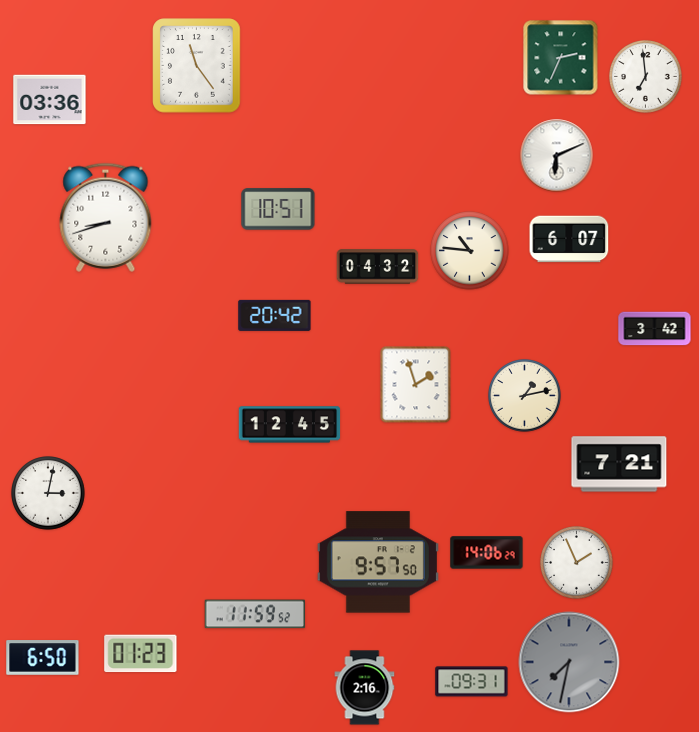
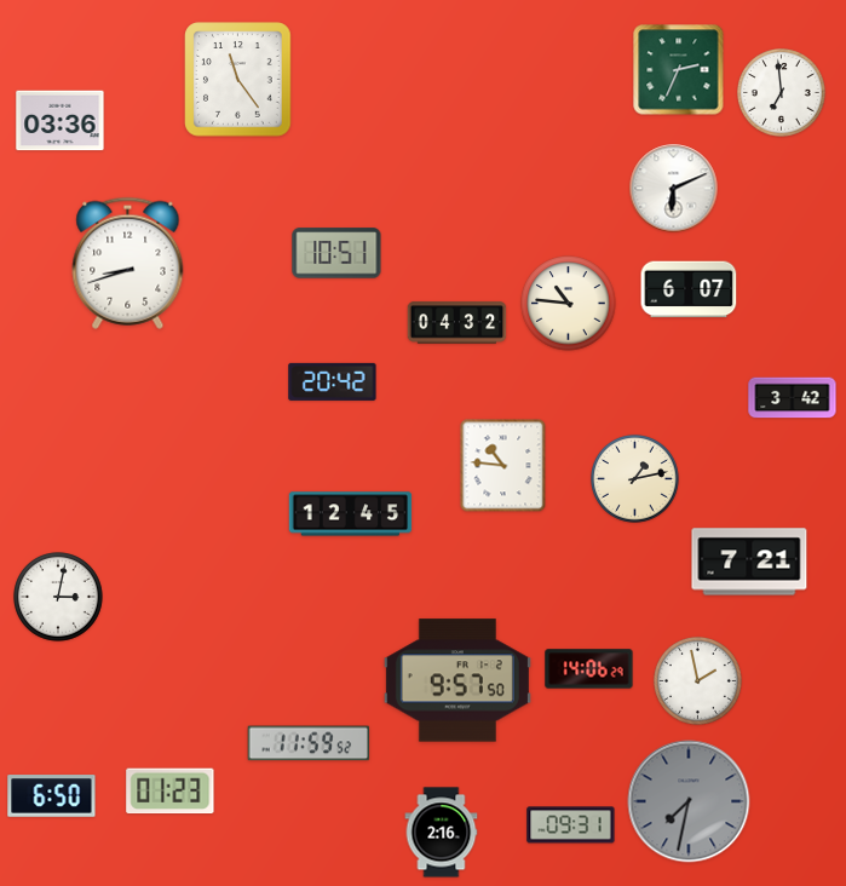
clock at (416, 385): 1:57 -> 10:46
clock at (577, 563): 1:56 -> 1:58
